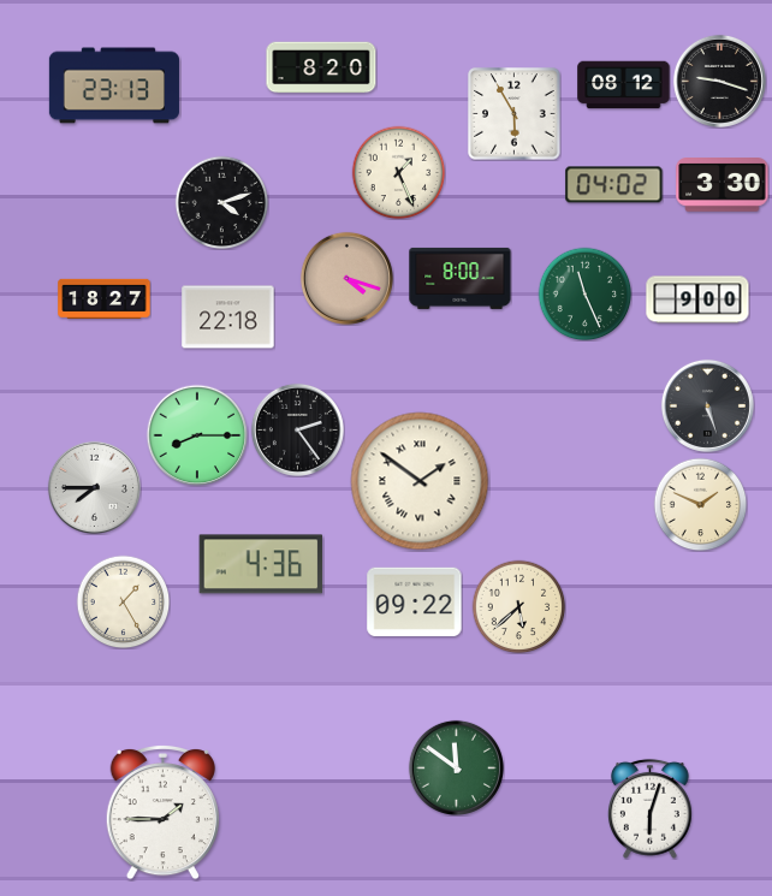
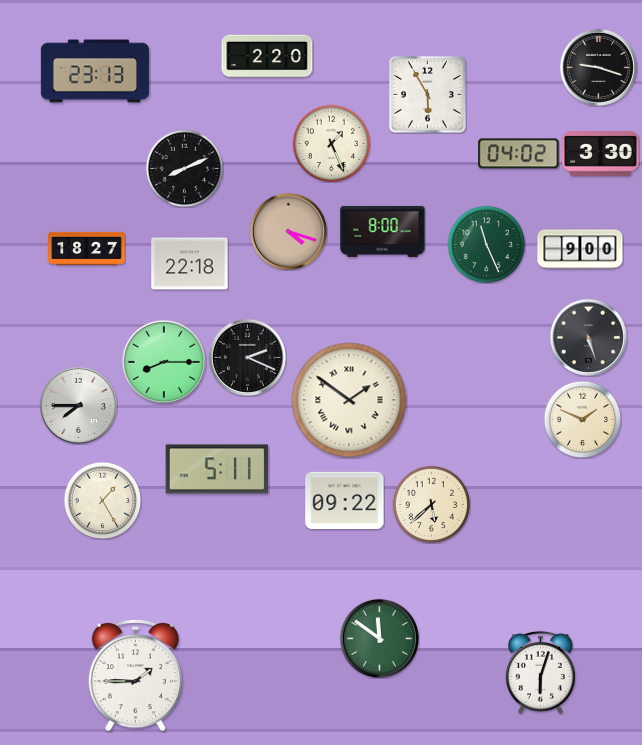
clock at (321, 67): 8:20 -> 2:20
clock at (624, 85): 08:12 -> none
clock at (614, 185) position: (614, 185) -> (519, 154)
clock at (221, 202): 4:12 -> 8:11
clock at (297, 429): 2:24 -> 2:19
clock at (261, 564): 4:36 -> 5:11
